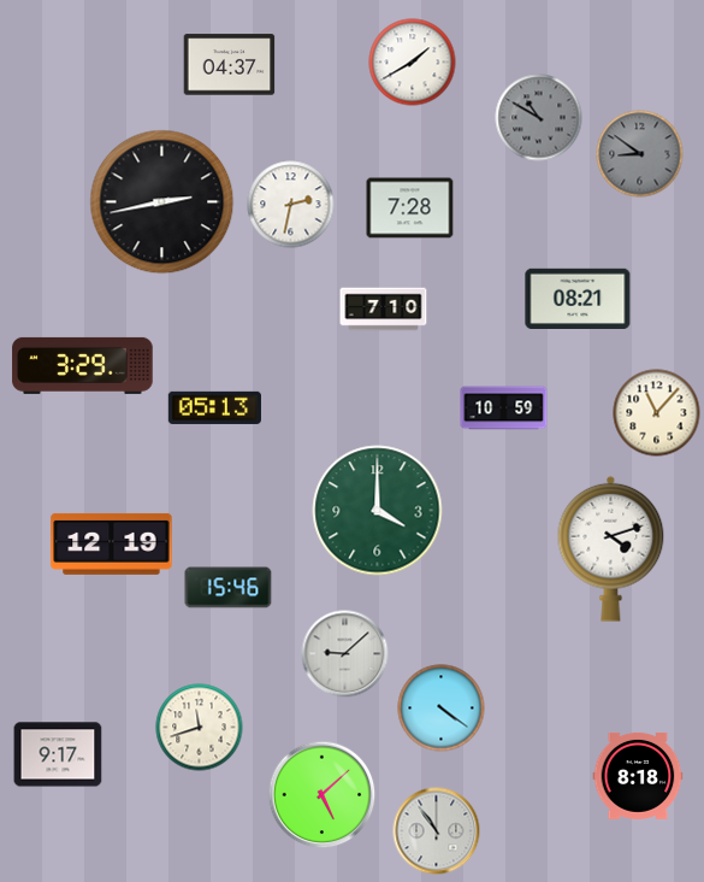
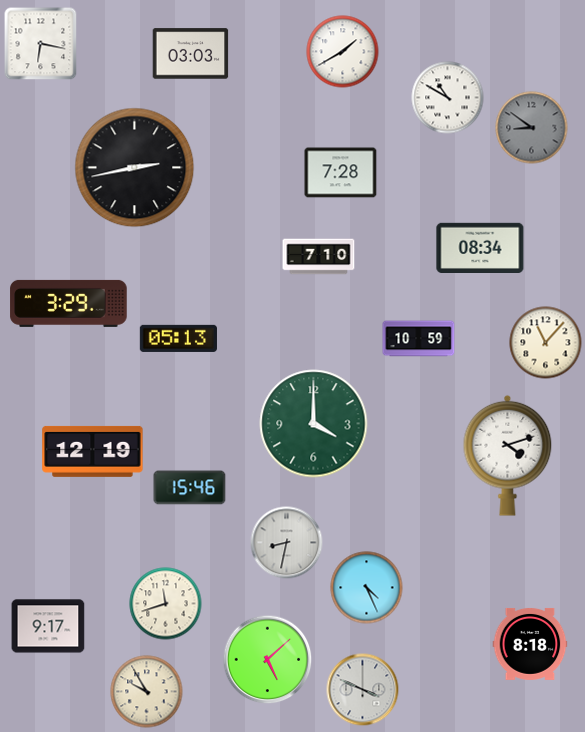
clock at (41, 44): none -> 6:17
clock at (230, 65): 04:37 -> 03:03
clock at (539, 118) dial: grey -> white
clock at (291, 205): 2:32 -> none
clock at (578, 298): 08:21 -> 08:34
clock at (345, 654): 9:08 -> 8:32
clock at (442, 708): 4:21 -> 4:26
clock at (437, 831): 10:54 -> 3:49
clock at (147, 692): none -> 9:55
